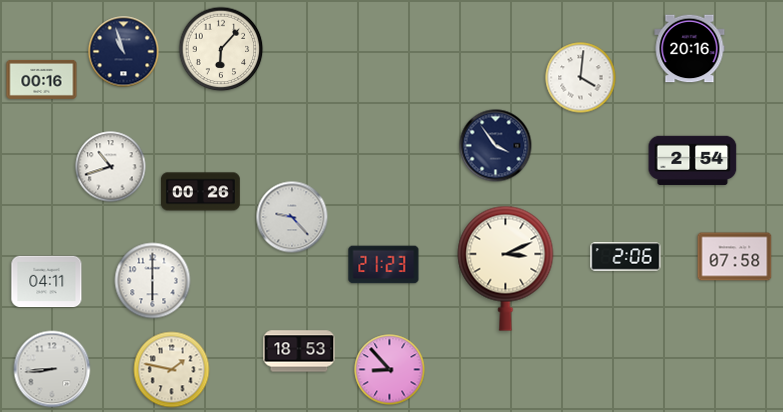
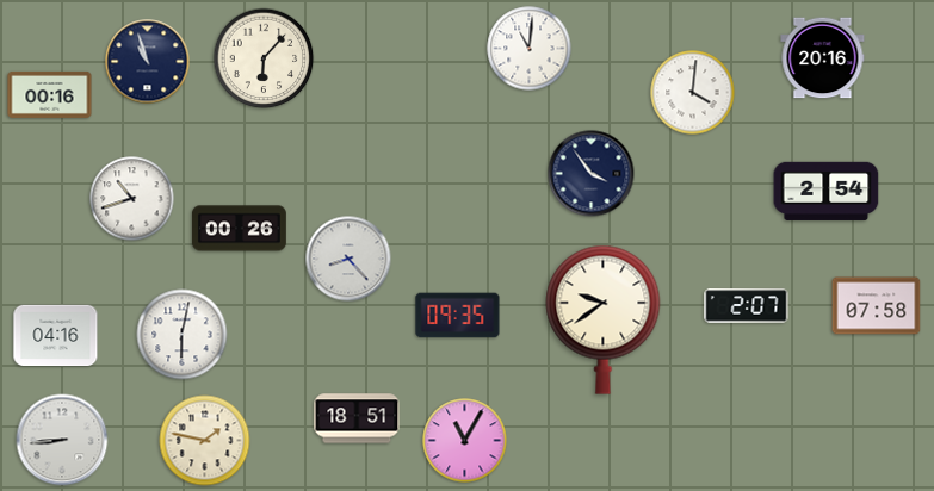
clock at (530, 49): none -> 11:01
clock at (292, 217): 9:23 -> 8:23
clock at (626, 257): 2:06 -> 2:07
clock at (384, 265): 21:23 -> 09:35
clock at (506, 268): 3:11 -> 9:39
clock at (153, 281): 6:00 -> 6:02
clock at (47, 282): 04:11 -> 04:16
clock at (299, 351): 18:53 -> 18:51
clock at (390, 370): 8:53 -> 11:05
